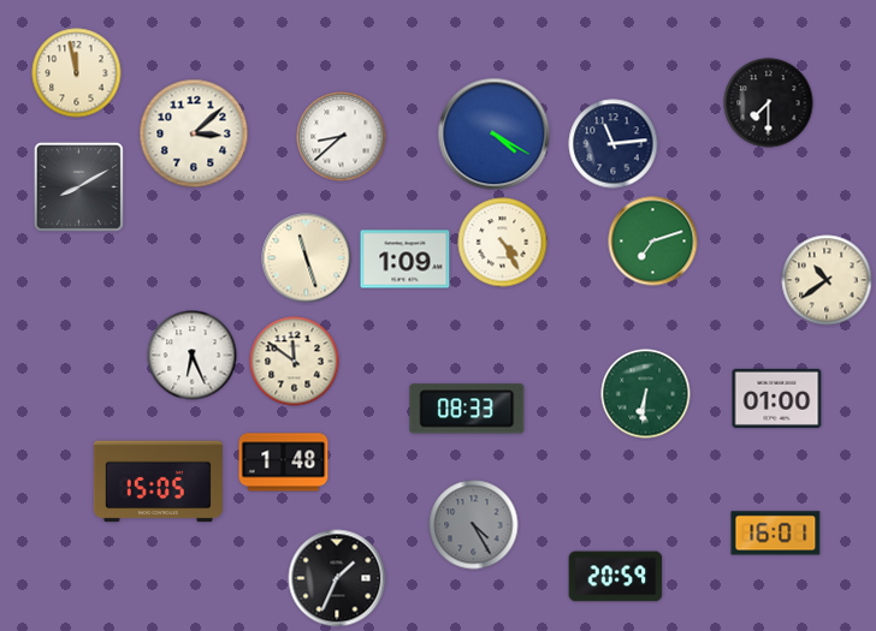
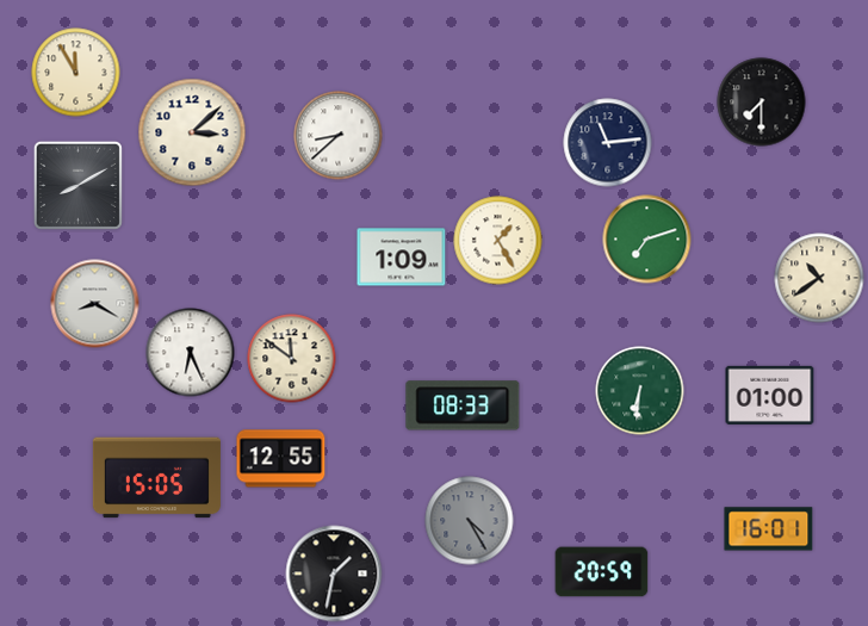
clock at (77, 73): 11:58 -> 11:55
clock at (495, 135): 4:20 -> none
clock at (503, 243): 4:25 -> 1:25
clock at (307, 258): 11:27 -> none
clock at (95, 304): none -> 8:20
clock at (284, 463): 1:48 -> 12:55
clock at (616, 577) position: (616, 577) -> (602, 572)
clock at (337, 578): 1:34 -> 1:32
